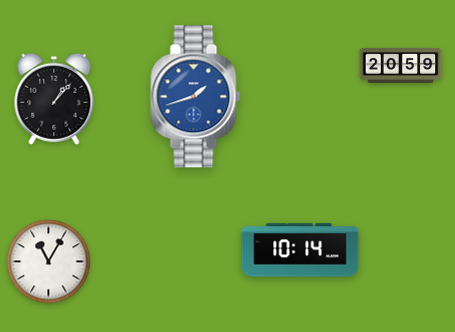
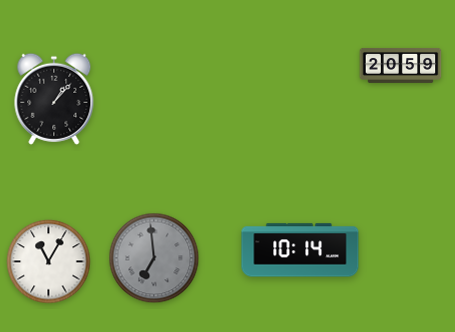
clock at (196, 97): 1:42 -> none
clock at (154, 258): none -> 6:59
